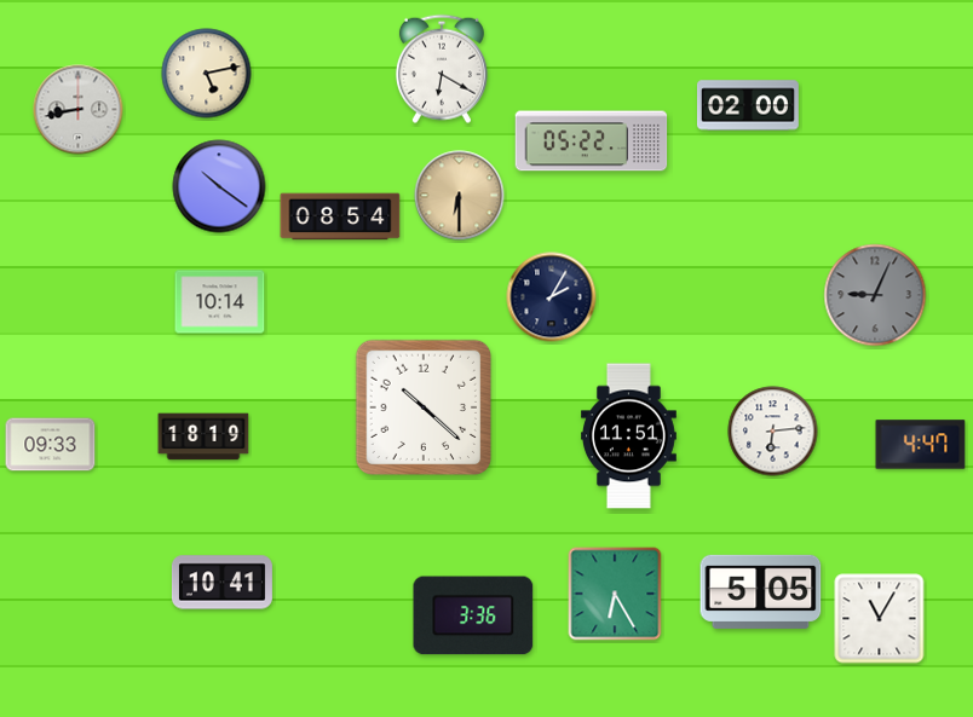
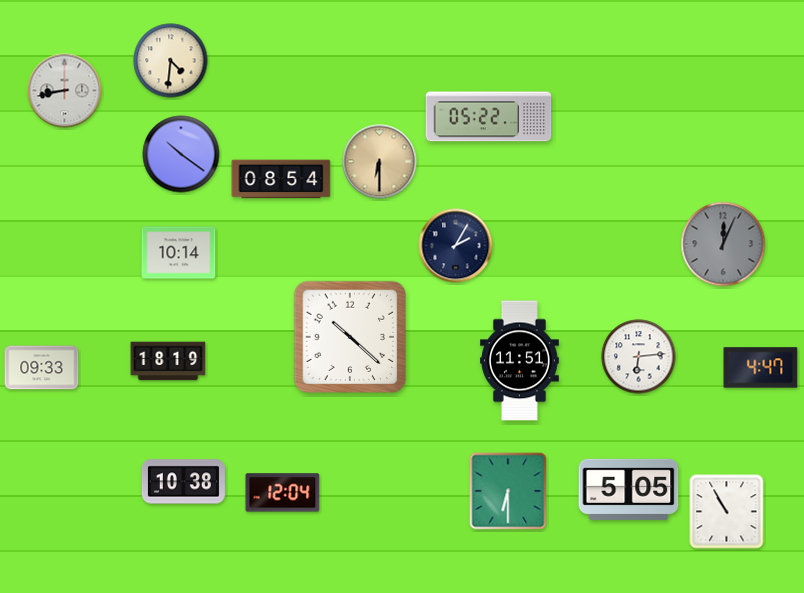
clock at (442, 69): 6:20 -> none
clock at (207, 74): 5:13 -> 4:31
clock at (748, 105): 02:00 -> none
clock at (875, 295): 9:04 -> 12:04
clock at (220, 302) position: (220, 302) -> (179, 253)
clock at (221, 583): 10:41 -> 10:38
clock at (615, 594): 6:25 -> 6:30
clock at (283, 493): none -> 12:04
clock at (473, 615): 3:36 -> none
clock at (880, 619): 11:05 -> 10:55
